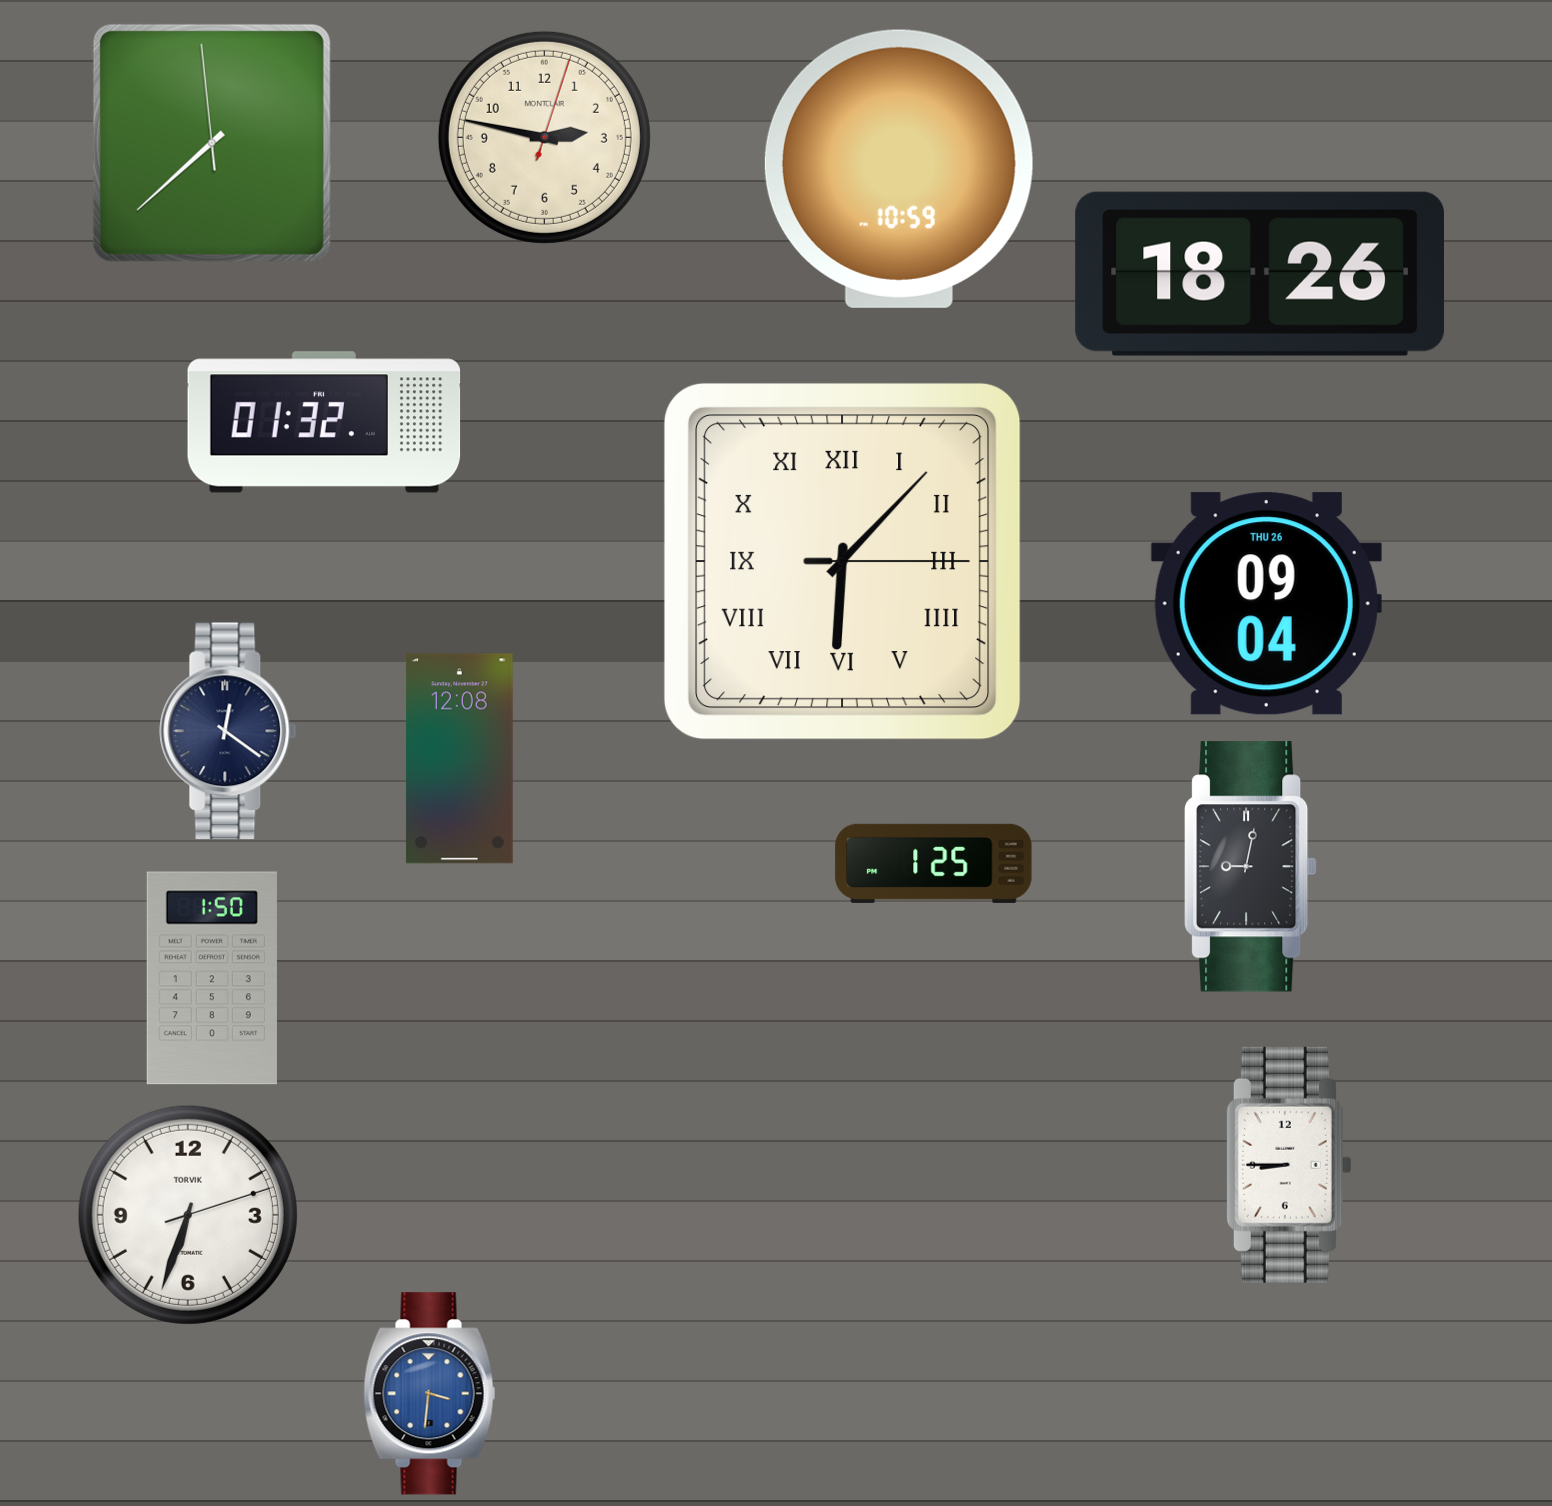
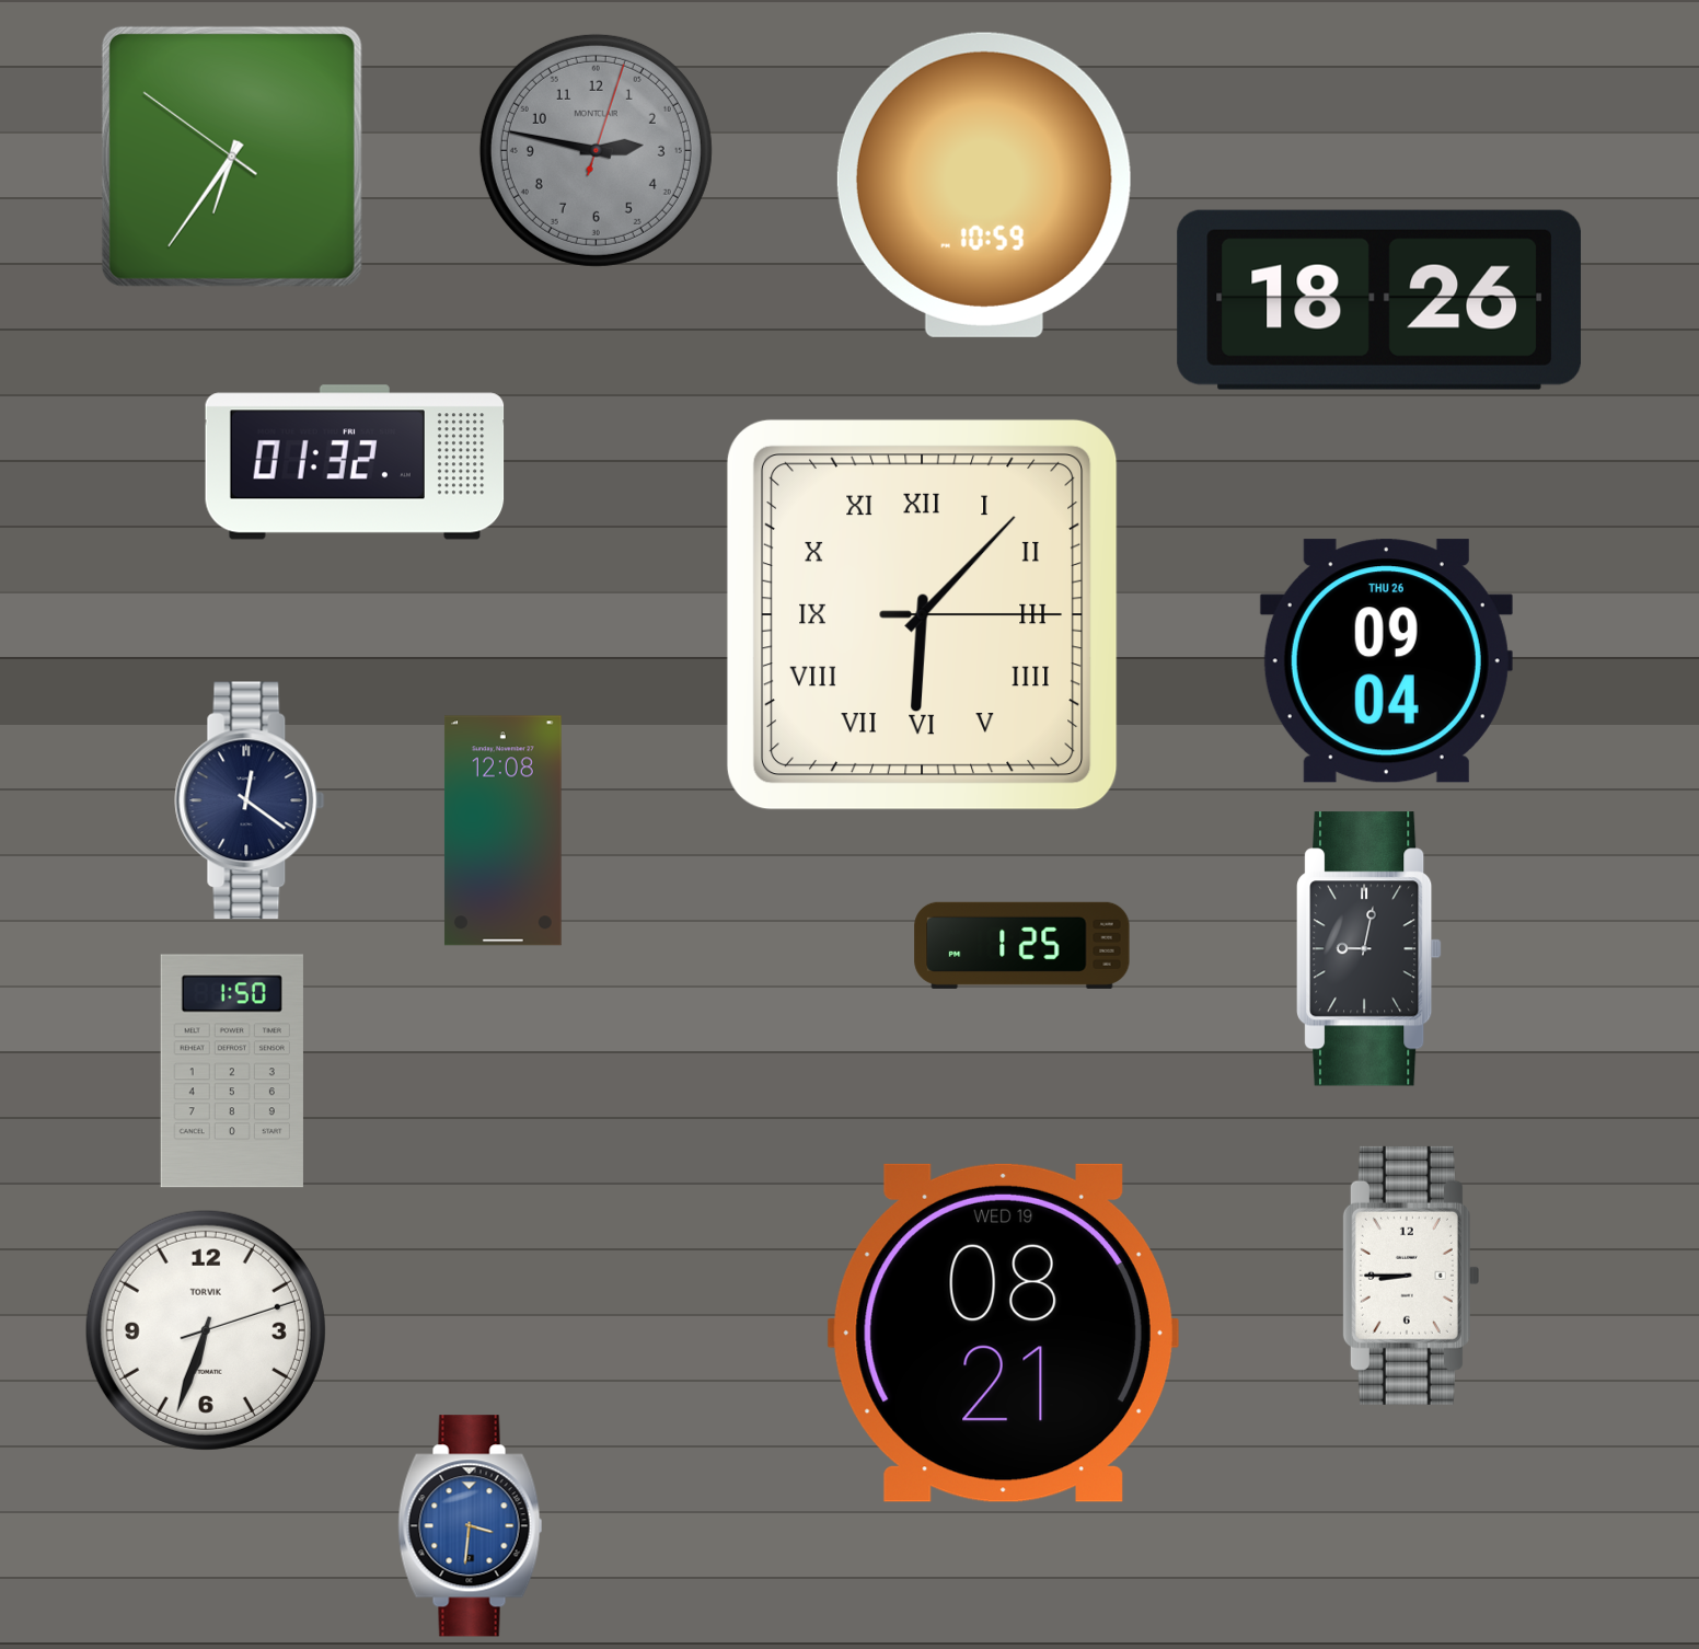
clock at (544, 137) dial: cream -> grey
clock at (212, 143): 7:37 -> 6:35
clock at (1003, 1333): none -> 08:21
